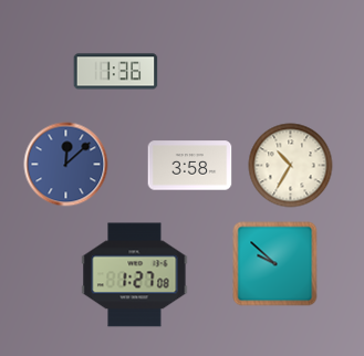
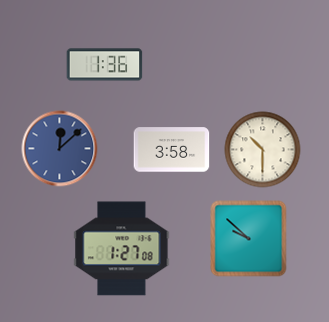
clock at (291, 166): 10:35 -> 10:30
